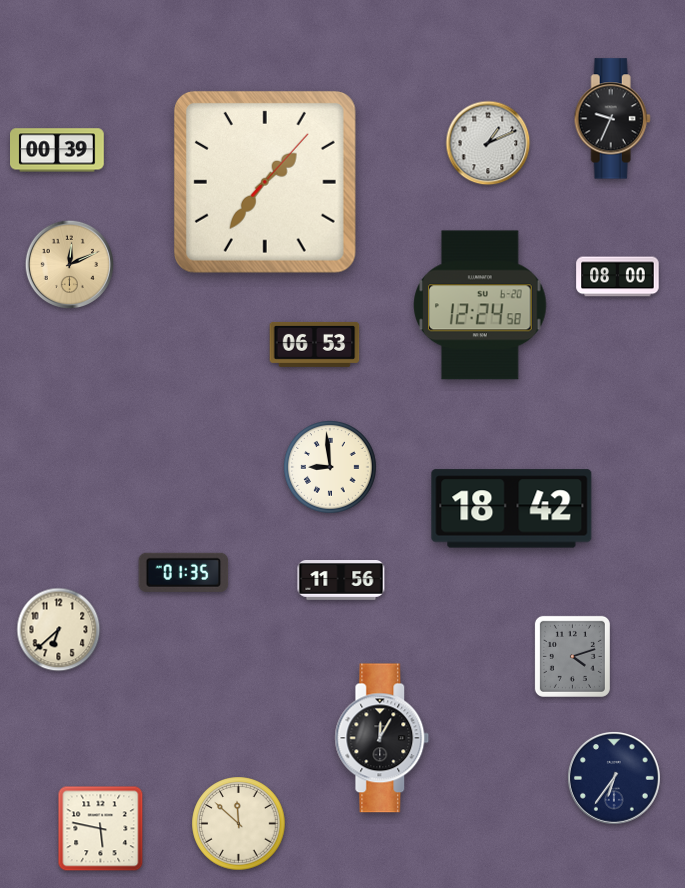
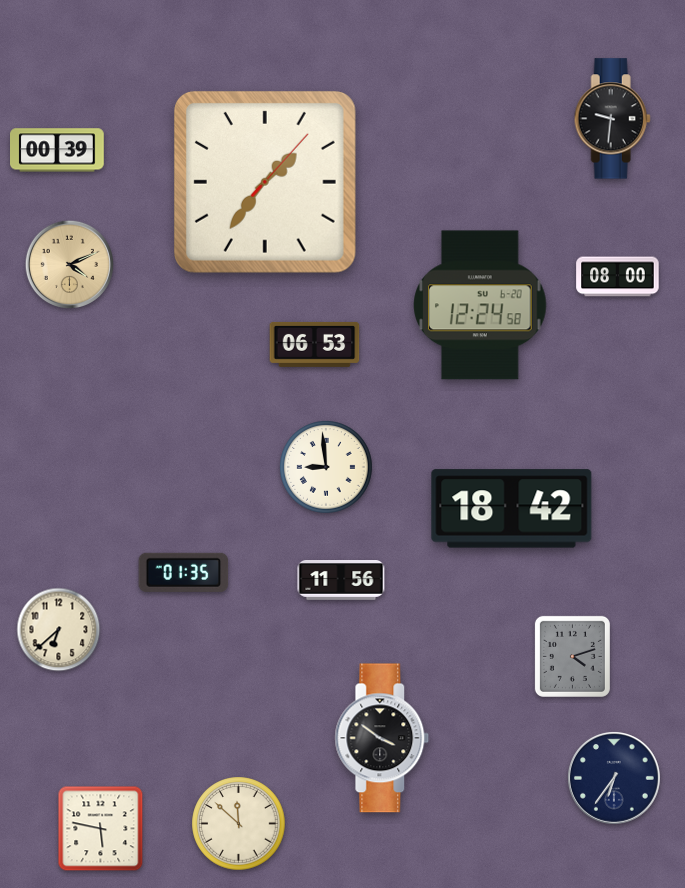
clock at (612, 119): 9:34 -> 9:31
clock at (488, 143): 1:11 -> none
clock at (69, 264): 12:11 -> 4:11
clock at (330, 467) position: (330, 467) -> (326, 467)
clock at (382, 738): 12:05 -> 3:51
